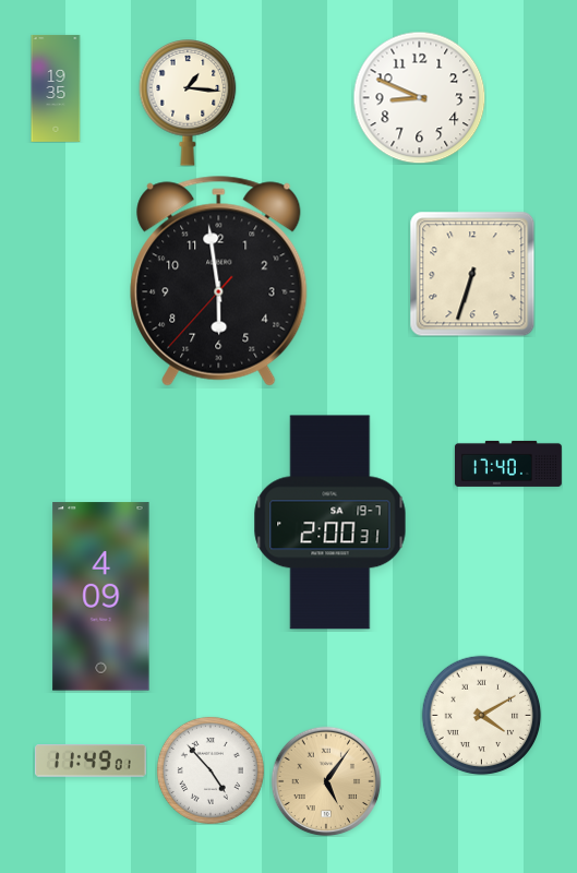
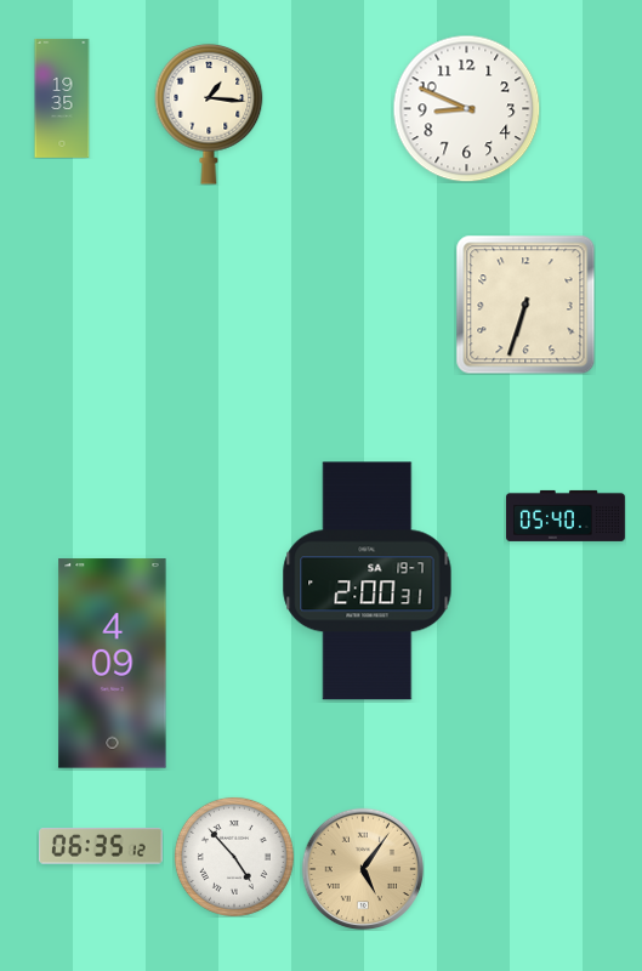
clock at (219, 280): 5:58 -> none
clock at (508, 464): 17:40 -> 05:40
clock at (481, 715): 4:10 -> none
clock at (92, 761): 11:49 -> 06:35
